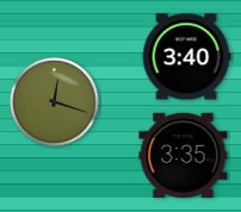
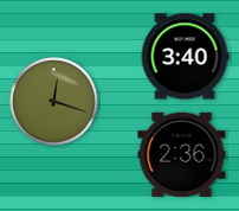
clock at (184, 155): 3:35 -> 2:36
